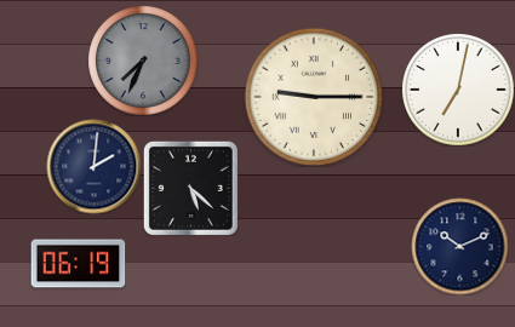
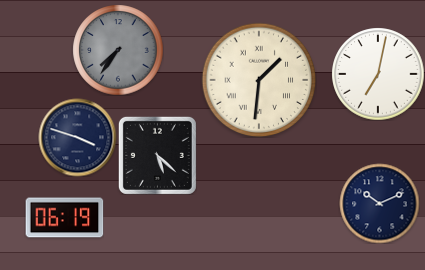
clock at (143, 61): 7:34 -> 7:36
clock at (314, 97): 9:15 -> 1:31
clock at (93, 166): 2:01 -> 3:48
